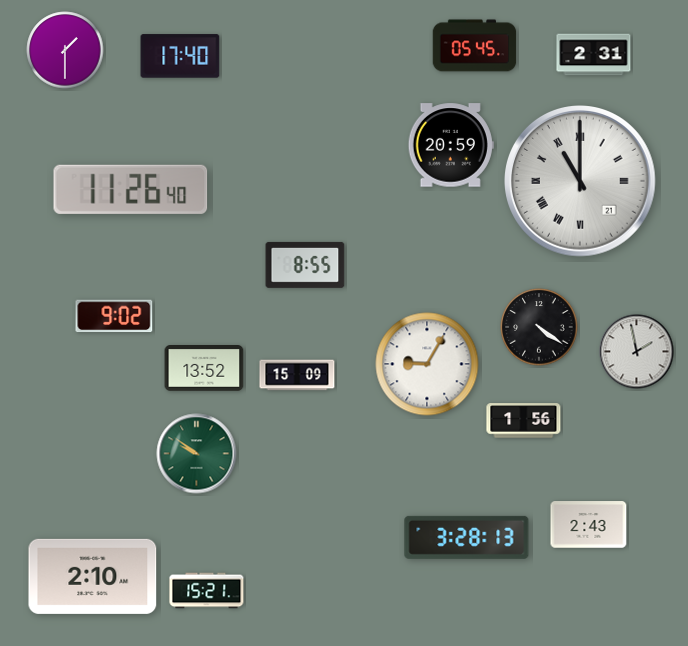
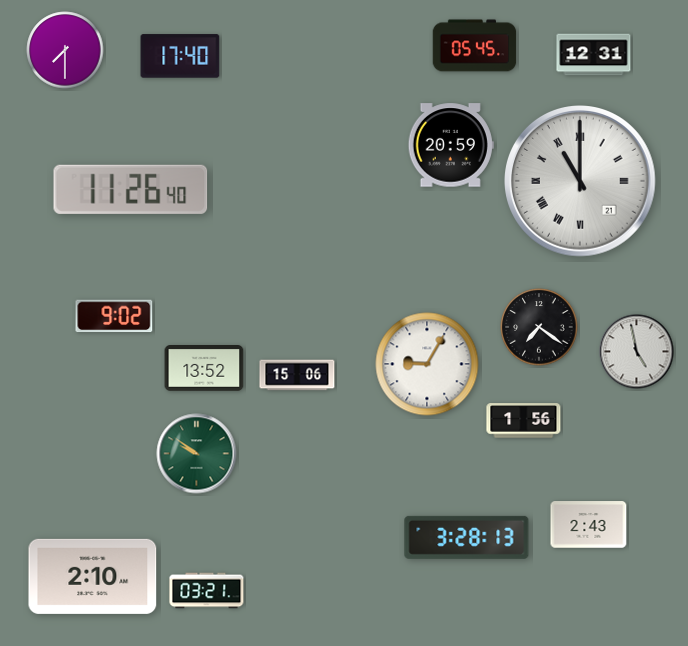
clock at (65, 50): 1:30 -> 7:30
clock at (594, 55): 2:31 -> 12:31
clock at (305, 265): 8:55 -> none
clock at (539, 327): 4:21 -> 7:21
clock at (637, 352): 1:58 -> 4:58
clock at (297, 375): 15:09 -> 15:06
clock at (207, 591): 15:21 -> 03:21
